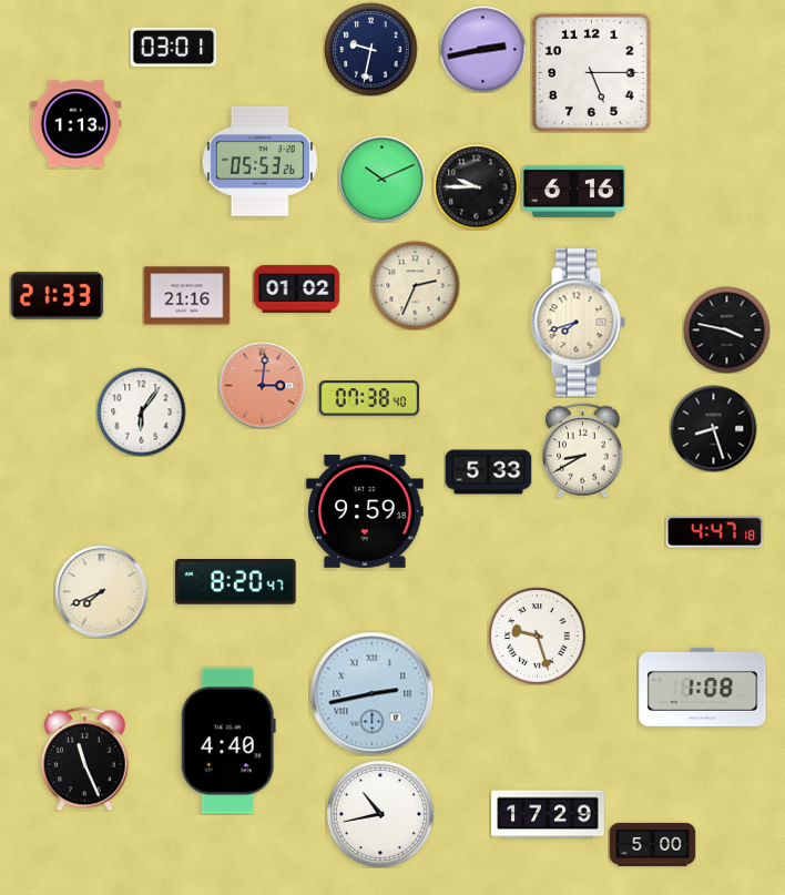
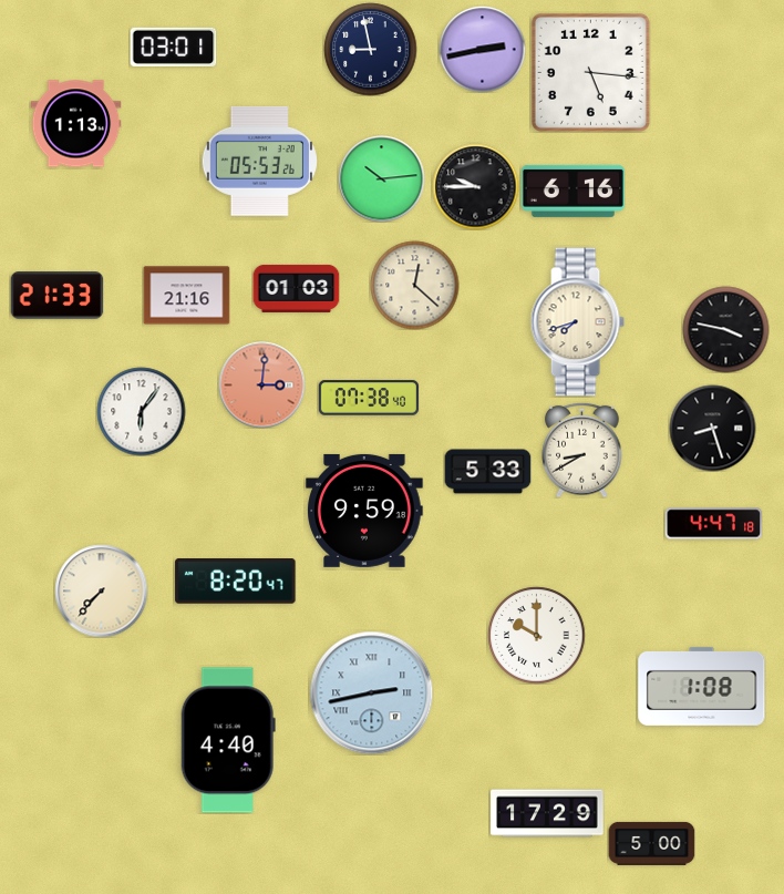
clock at (370, 49): 9:32 -> 8:58
clock at (591, 72): 5:15 -> 5:16
clock at (381, 179): 10:11 -> 10:14
clock at (415, 285): 2:34 -> 12:22
clock at (296, 288): 01:02 -> 01:03
clock at (714, 532) position: (714, 532) -> (713, 524)
clock at (101, 591): 7:41 -> 7:37
clock at (537, 635): 9:27 -> 10:00
clock at (85, 759): 11:26 -> none
clock at (380, 814): 10:43 -> none
